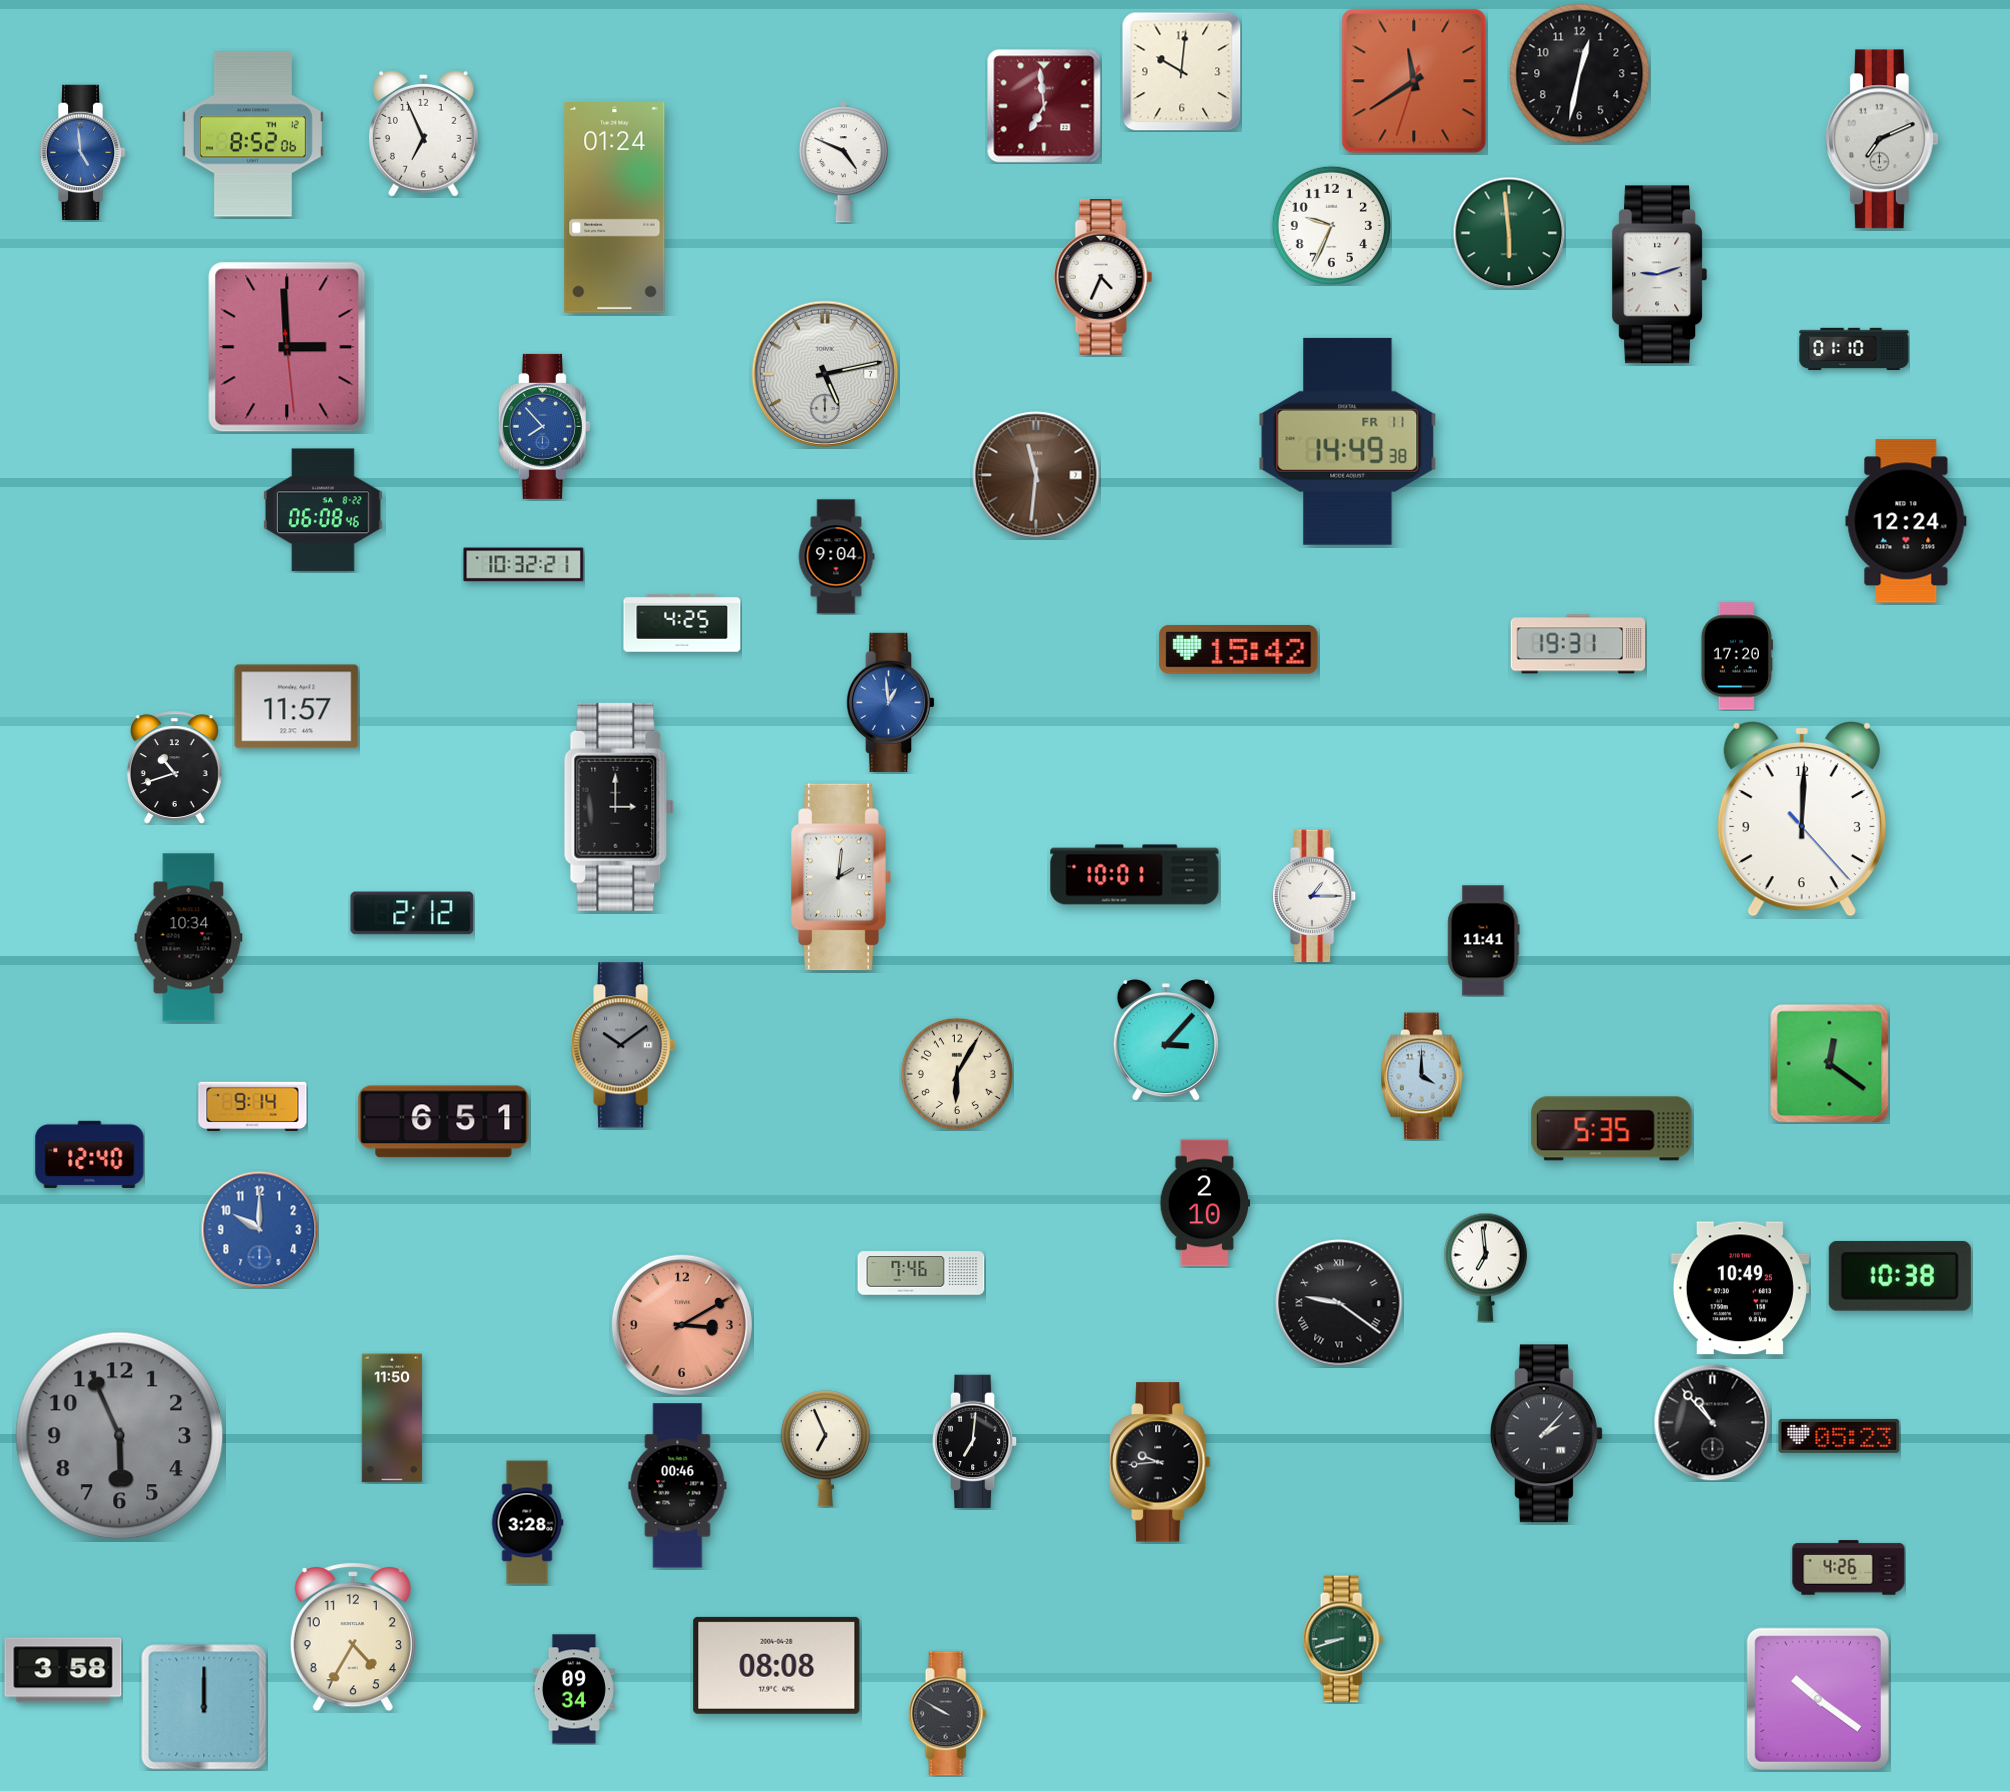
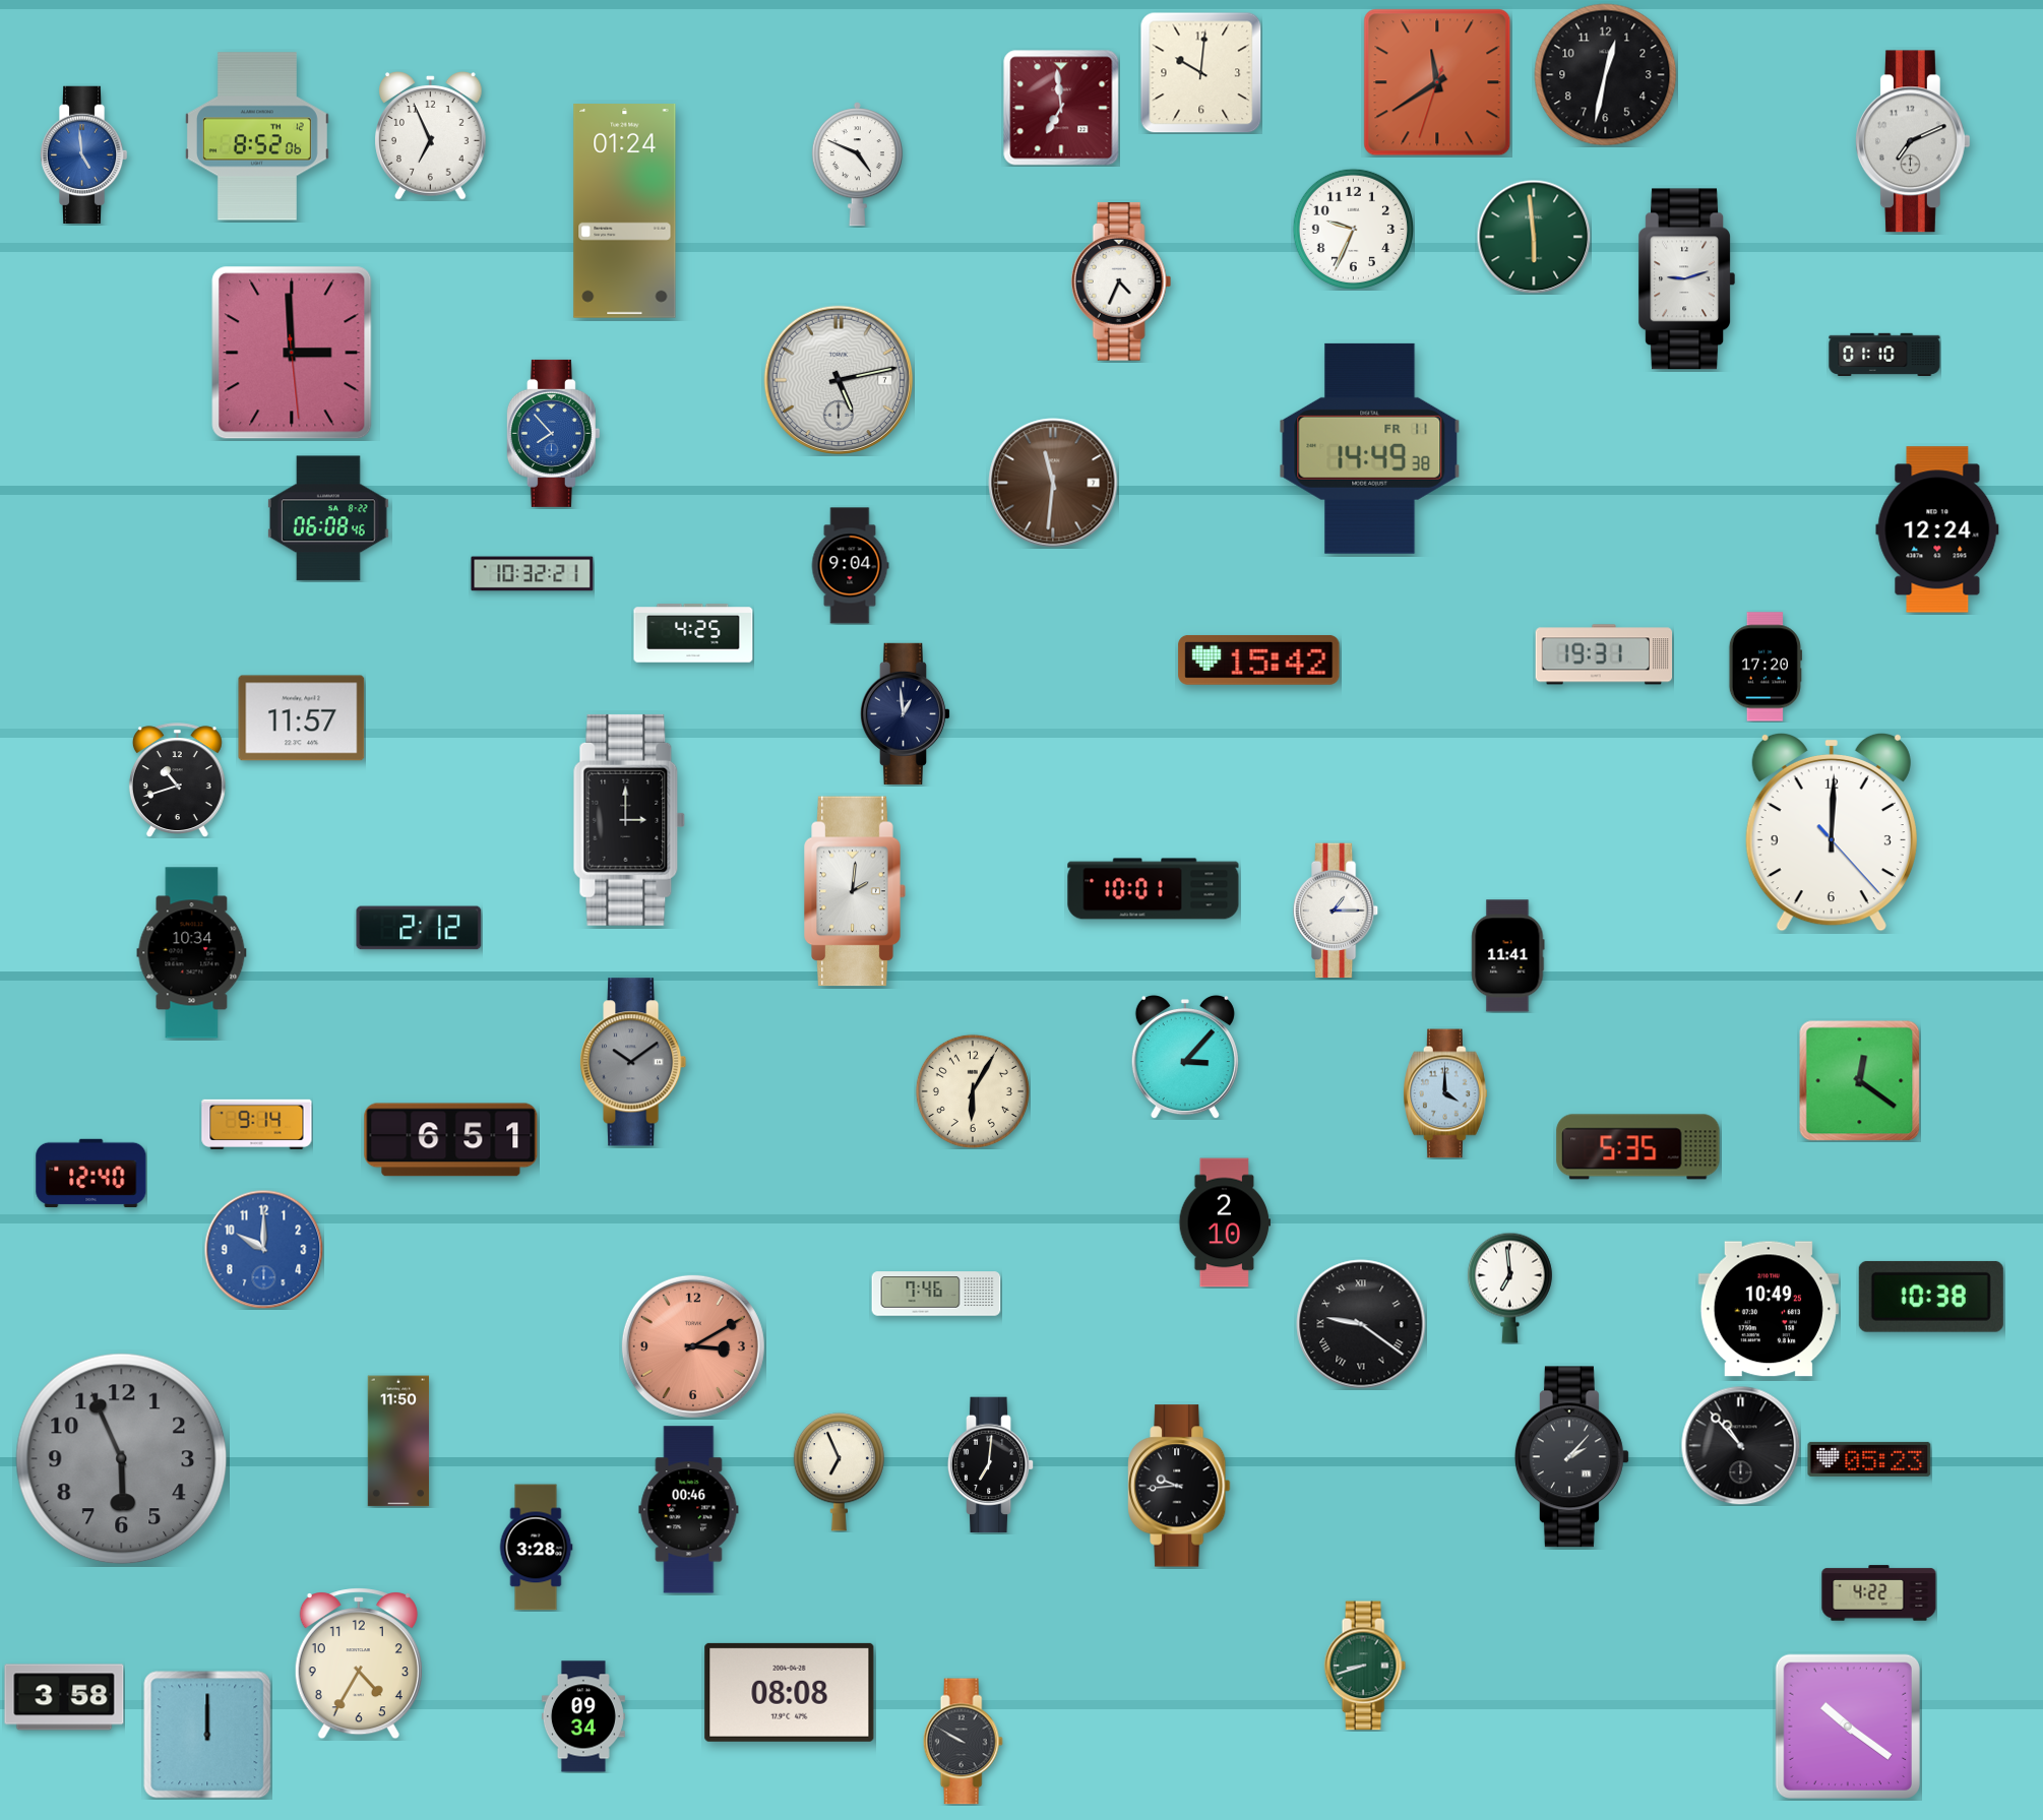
clock at (891, 702) dial: blue -> navy
clock at (1849, 1568): 4:26 -> 4:22
